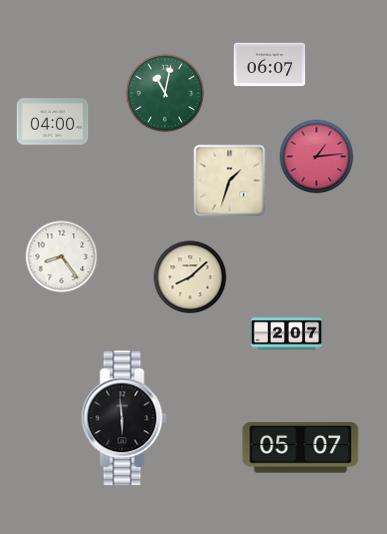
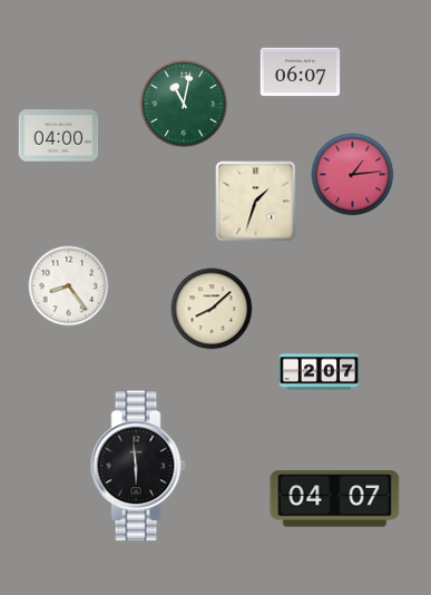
clock at (301, 448): 05:07 -> 04:07
